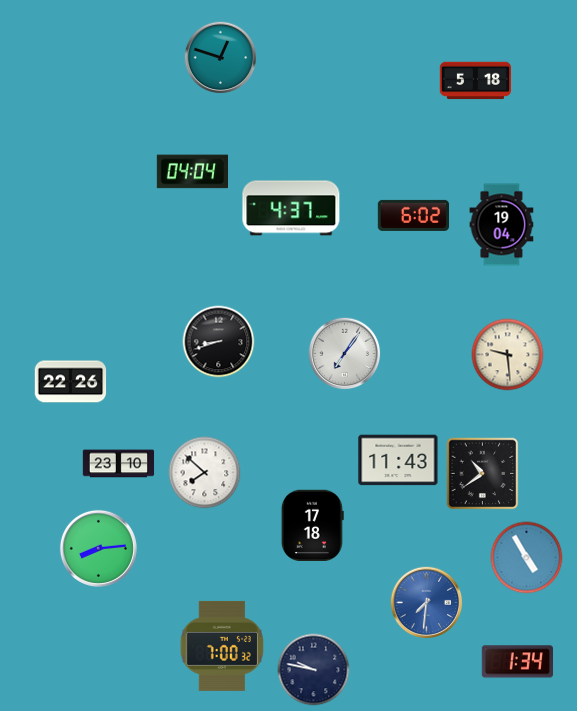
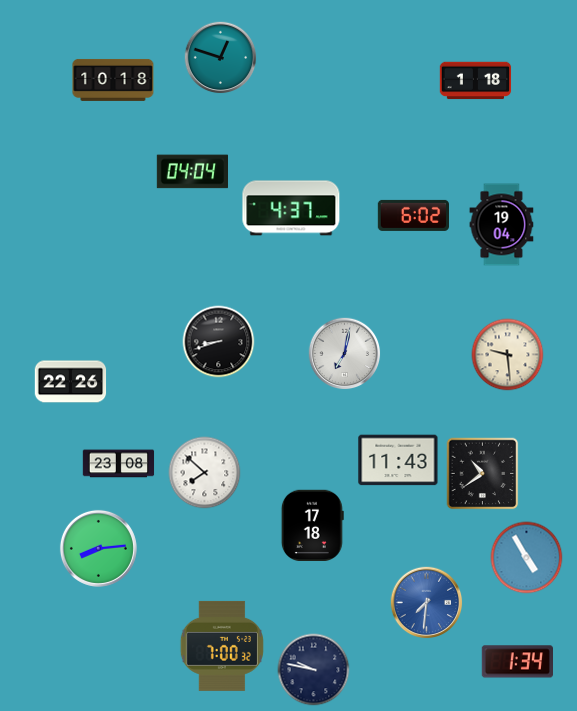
clock at (113, 80): none -> 10:18
clock at (476, 81): 5:18 -> 1:18
clock at (345, 354): 7:06 -> 7:02
clock at (119, 464): 23:10 -> 23:08
